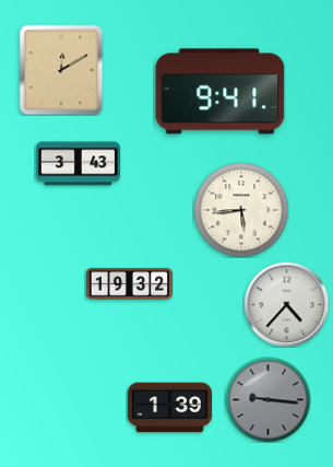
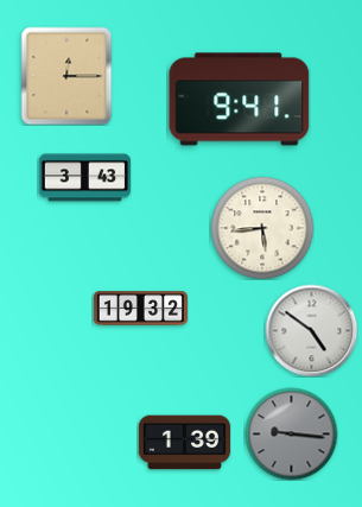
clock at (61, 70): 12:10 -> 12:15
clock at (286, 304): 4:37 -> 4:51
